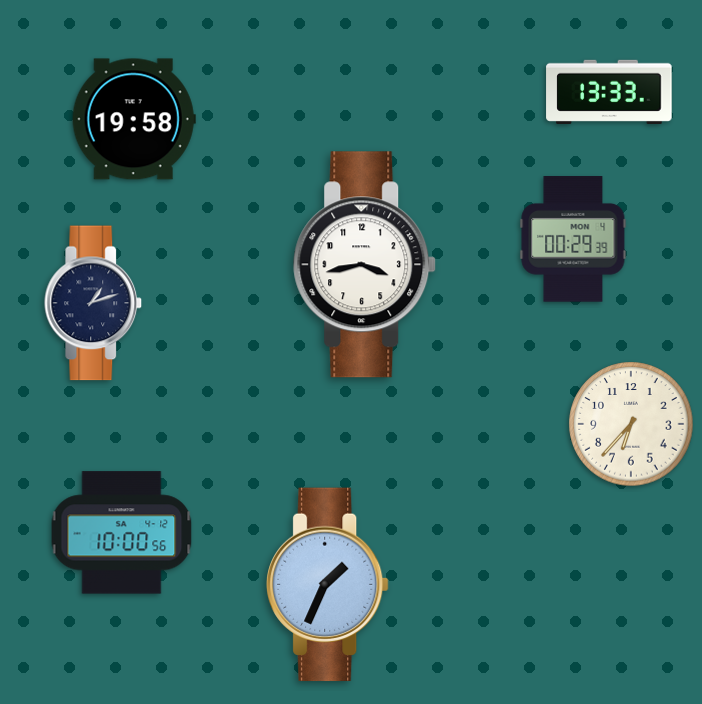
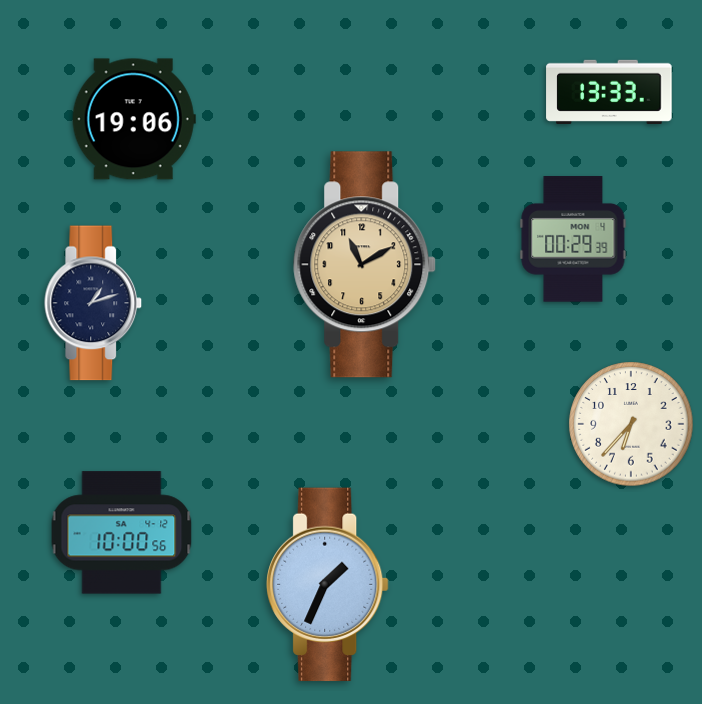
clock at (134, 119): 19:58 -> 19:06
clock at (365, 265): 3:43 -> 11:10
clock at (365, 265) dial: white -> champagne
